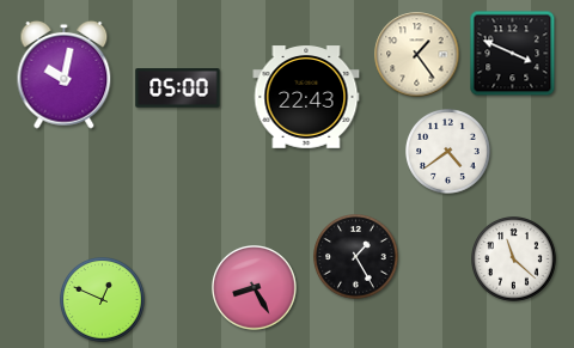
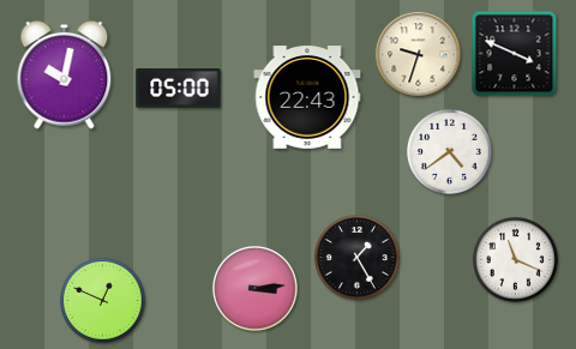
clock at (417, 55): 1:24 -> 9:33
clock at (514, 260): 11:22 -> 11:19
clock at (255, 288): 8:25 -> 3:14
